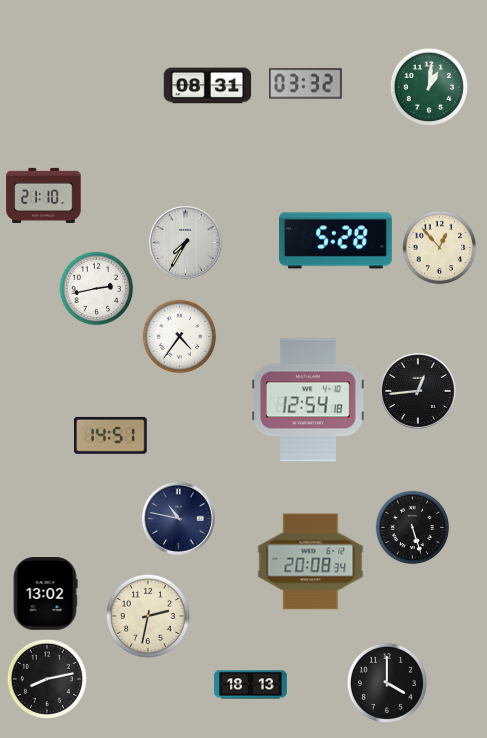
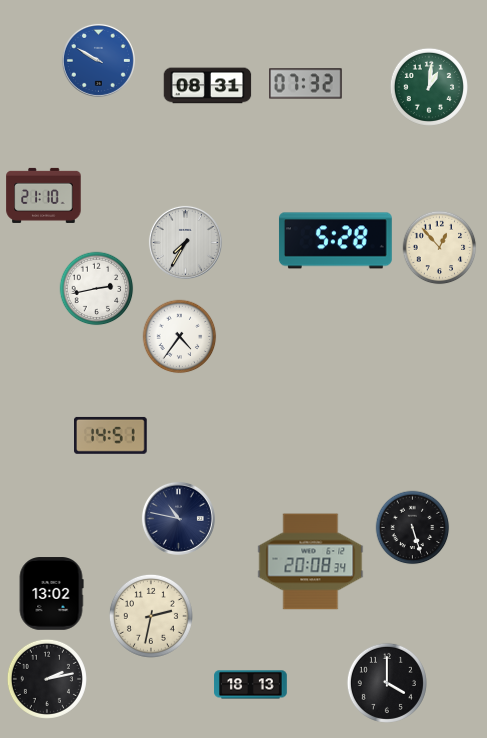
clock at (98, 60): none -> 9:50
clock at (306, 84): 03:32 -> 07:32
clock at (418, 391): 12:44 -> none
clock at (309, 400): 12:54 -> none
clock at (45, 594) position: (45, 594) -> (51, 594)
clock at (148, 616) position: (148, 616) -> (151, 616)
clock at (47, 679): 8:13 -> 2:13
